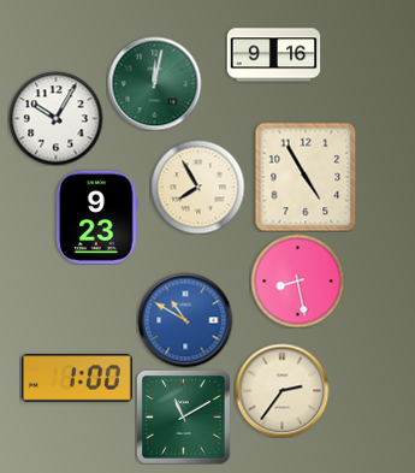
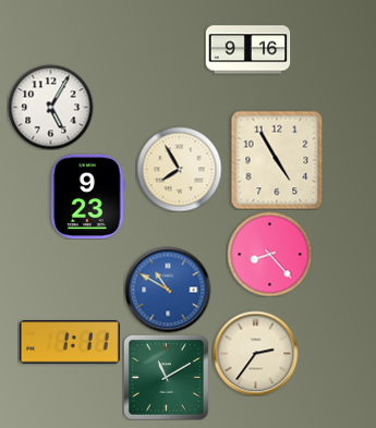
clock at (154, 83): 12:02 -> none
clock at (55, 118): 10:05 -> 5:05
clock at (297, 280): 8:28 -> 8:23
clock at (77, 378): 1:00 -> 1:11
